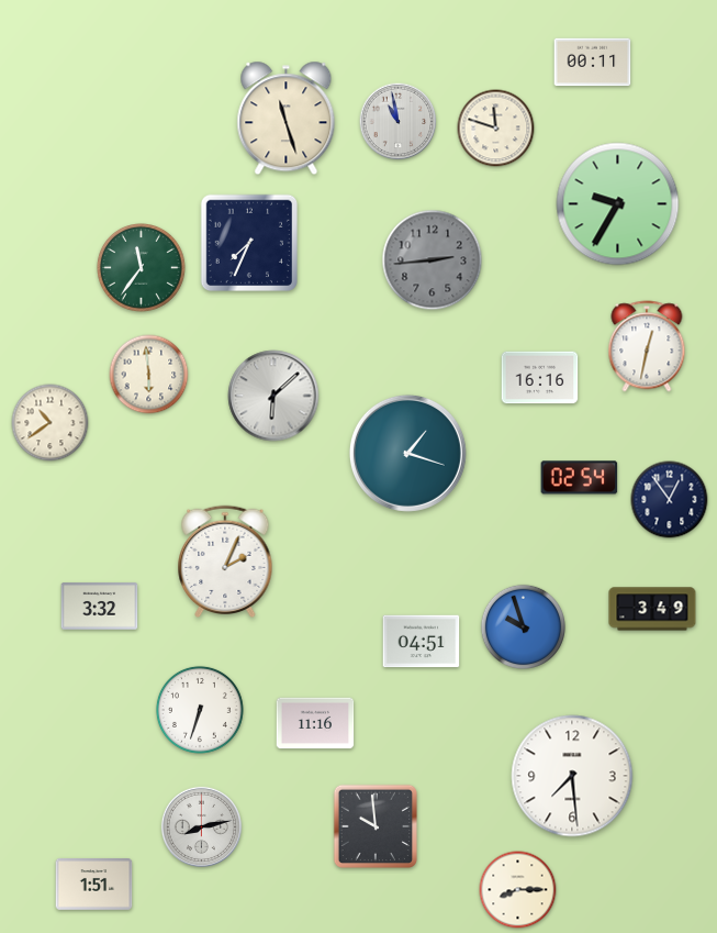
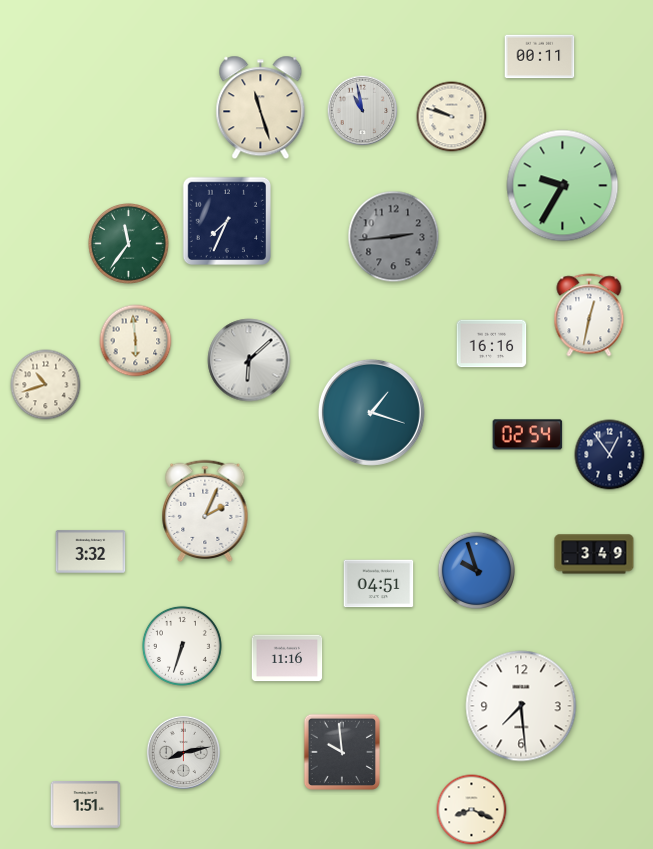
clock at (496, 129): 11:48 -> 9:48
clock at (51, 423): 10:39 -> 10:42
clock at (422, 642) position: (422, 642) -> (379, 584)
clock at (518, 890): 8:15 -> 8:19
